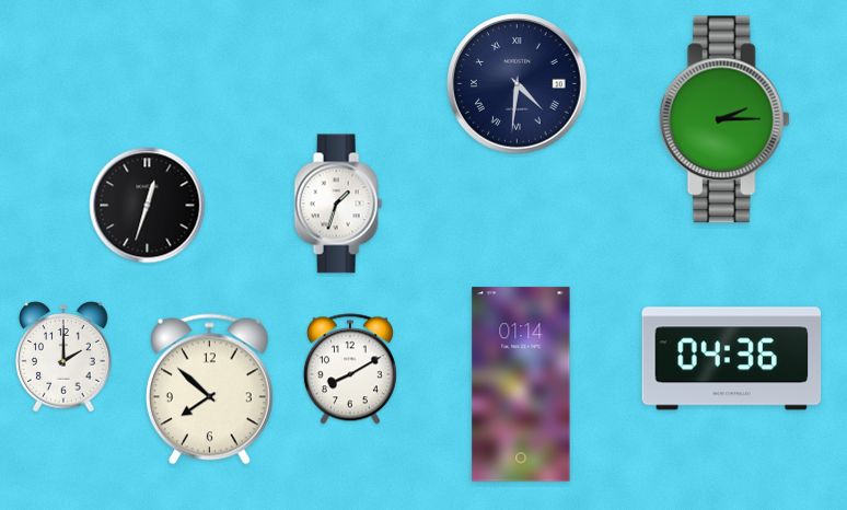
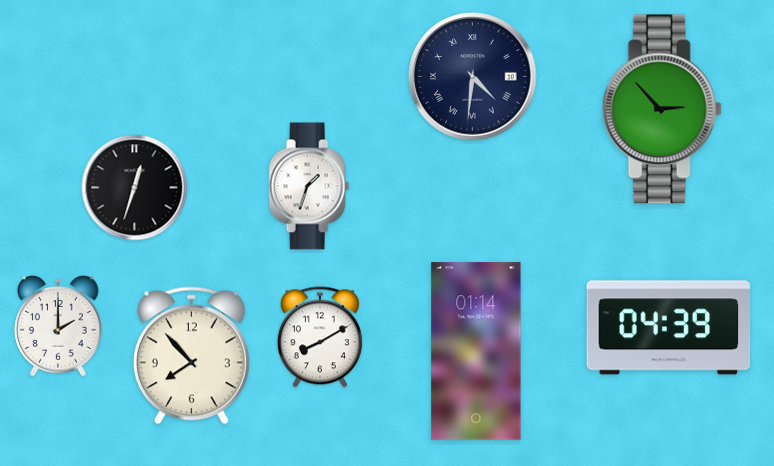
clock at (724, 119): 2:15 -> 2:53
clock at (732, 359): 04:36 -> 04:39
clock at (209, 390): 7:52 -> 7:53
